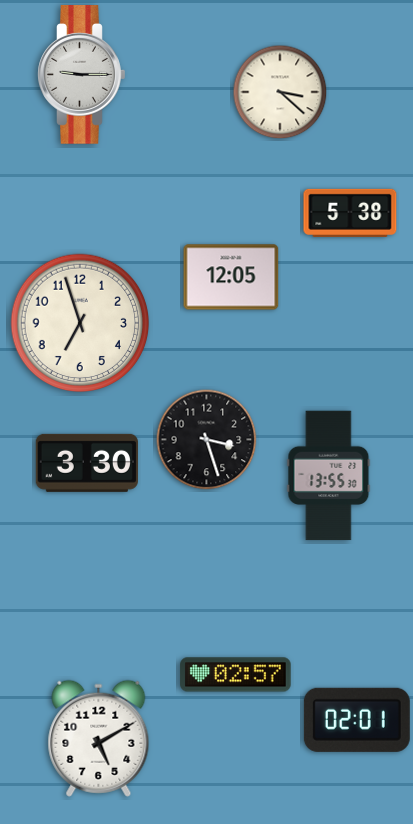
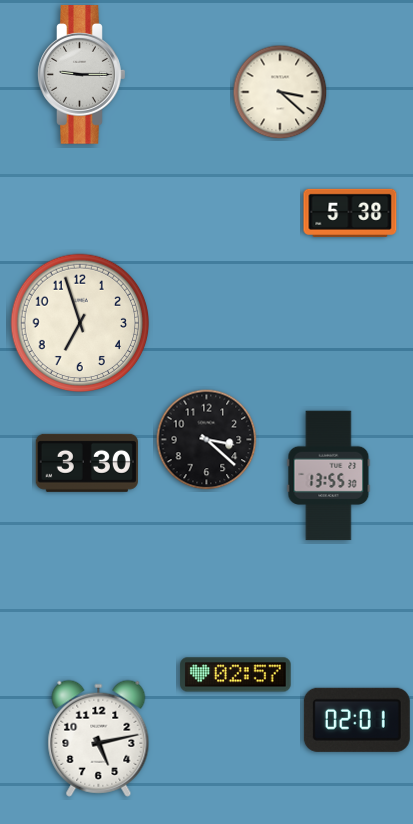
clock at (231, 277): 12:05 -> none
clock at (207, 440): 3:27 -> 3:22
clock at (99, 738): 5:10 -> 5:13
